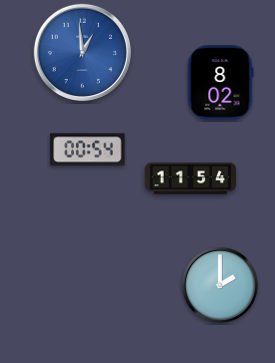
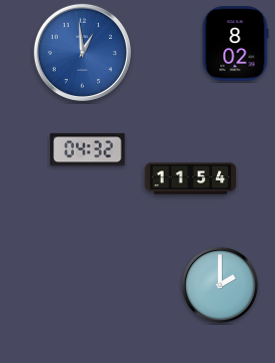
clock at (221, 83) position: (221, 83) -> (236, 44)
clock at (88, 150): 00:54 -> 04:32
